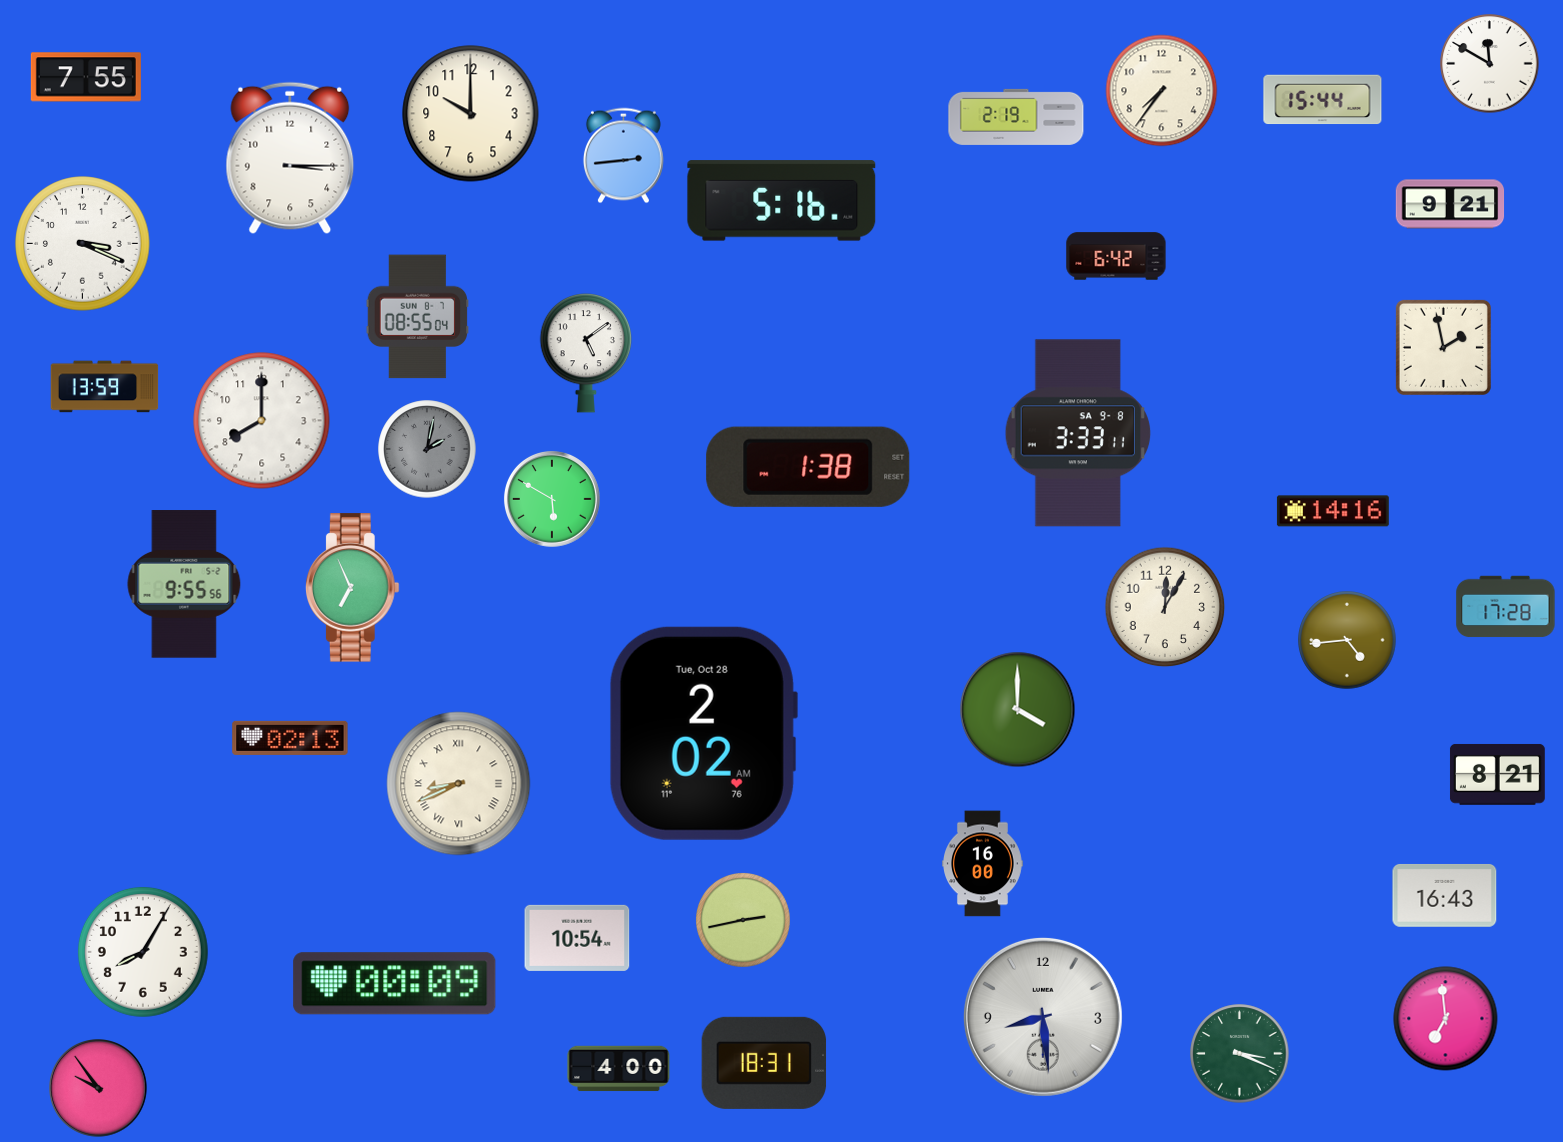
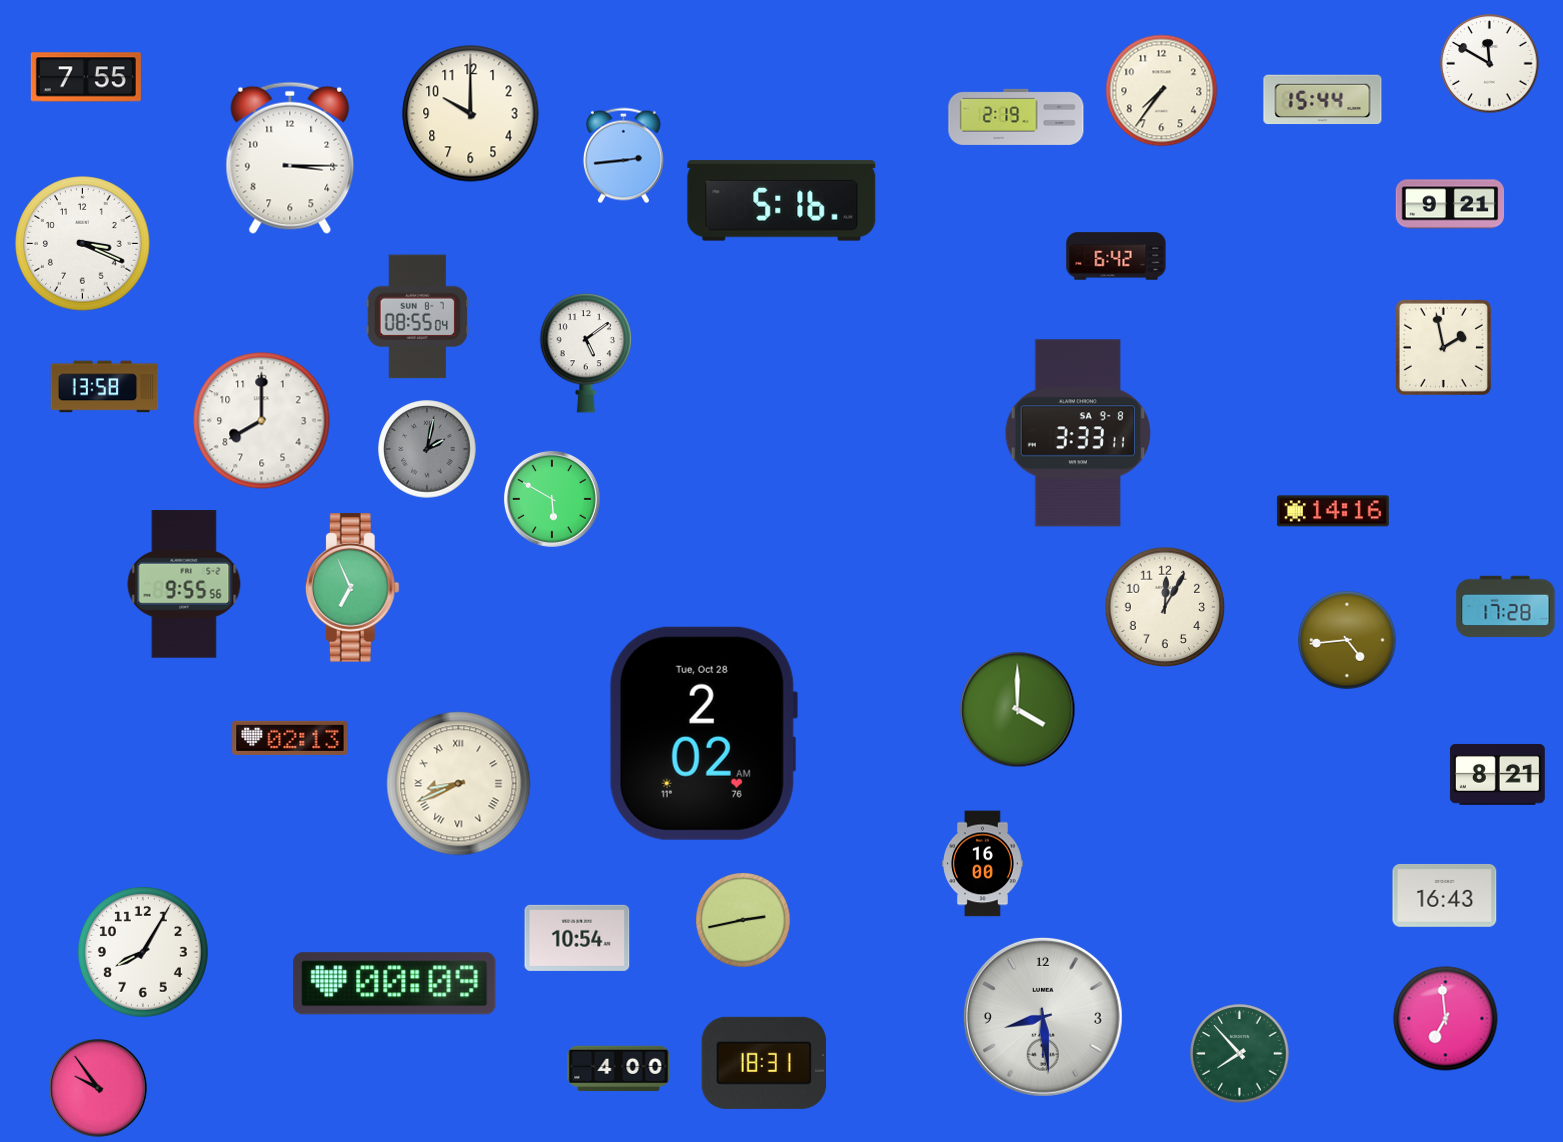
clock at (105, 387): 13:59 -> 13:58
clock at (808, 467): 1:38 -> none
clock at (1240, 1054): 3:19 -> 7:53
